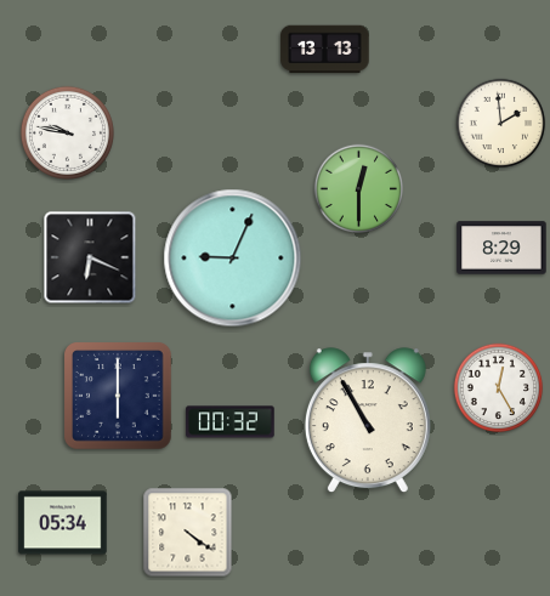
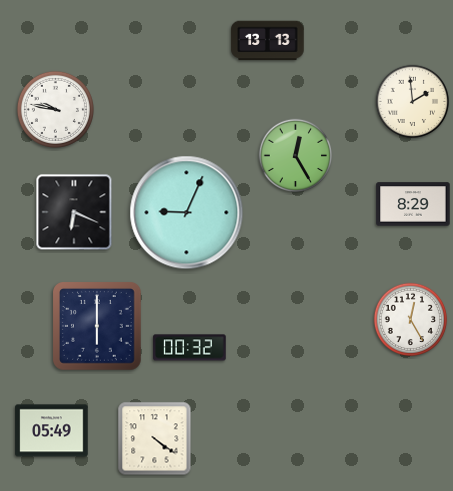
clock at (359, 189): 12:30 -> 12:25
clock at (233, 259) position: (233, 259) -> (187, 213)
clock at (368, 421): 10:55 -> none
clock at (63, 523): 05:34 -> 05:49
